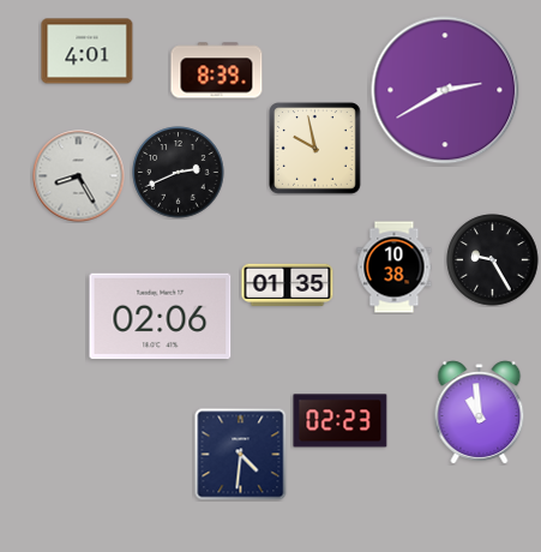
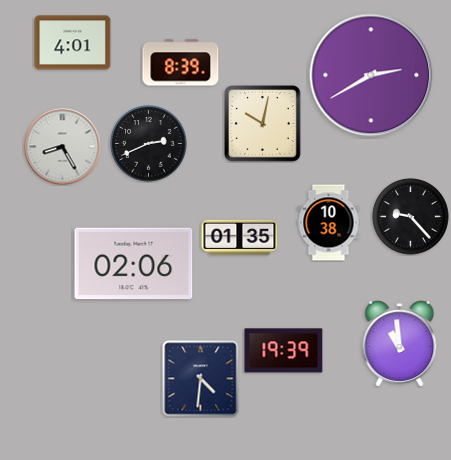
clock at (217, 71) position: (217, 71) -> (181, 63)
clock at (315, 149): 9:58 -> 10:02
clock at (79, 176) position: (79, 176) -> (63, 147)
clock at (493, 260): 9:25 -> 9:23
clock at (341, 421): 02:23 -> 19:39
